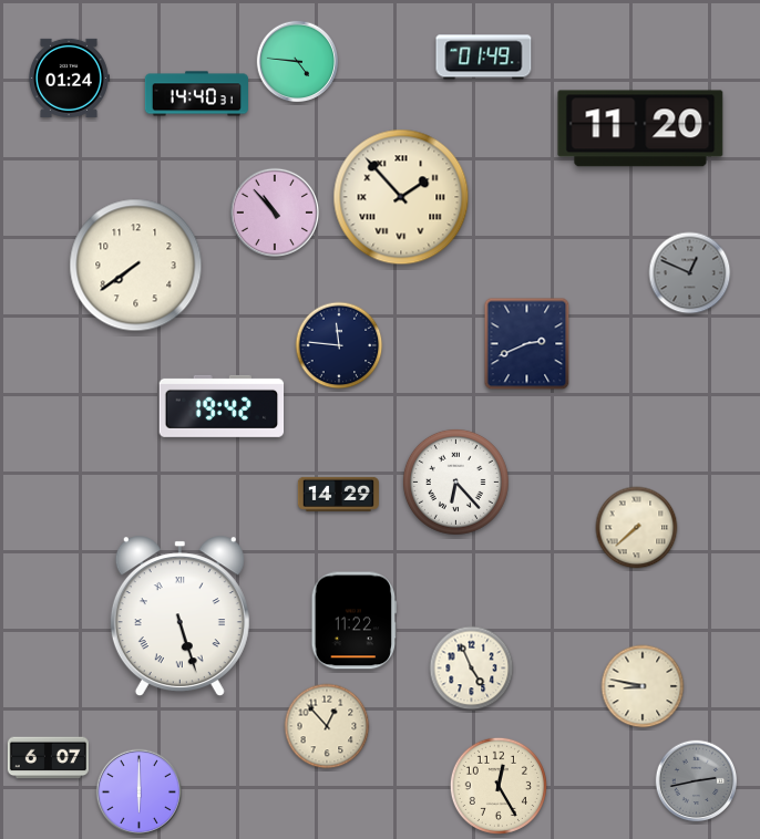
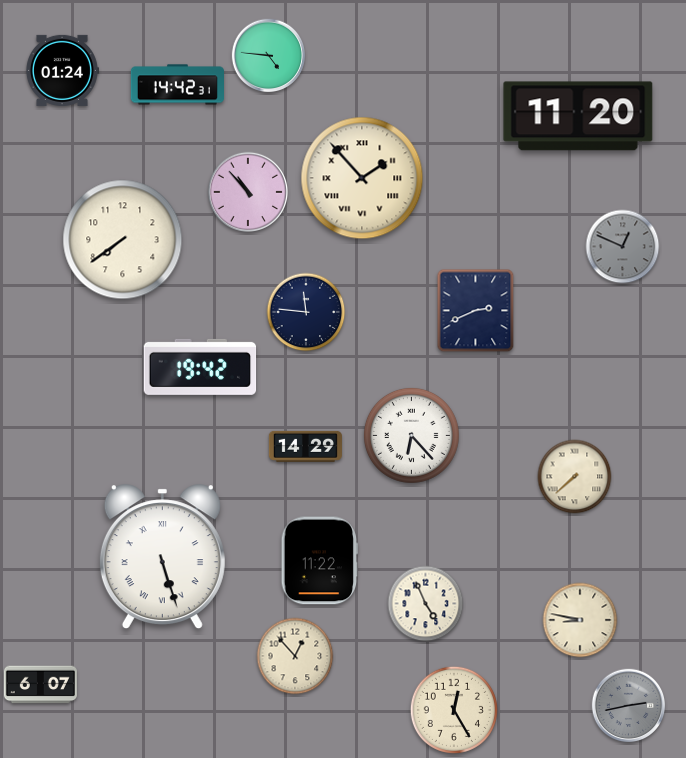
clock at (484, 58): 01:49 -> none
clock at (196, 94): 14:40 -> 14:42
clock at (48, 758) position: (48, 758) -> (40, 685)
clock at (497, 785) position: (497, 785) -> (453, 709)
clock at (140, 793): 6:00 -> none
